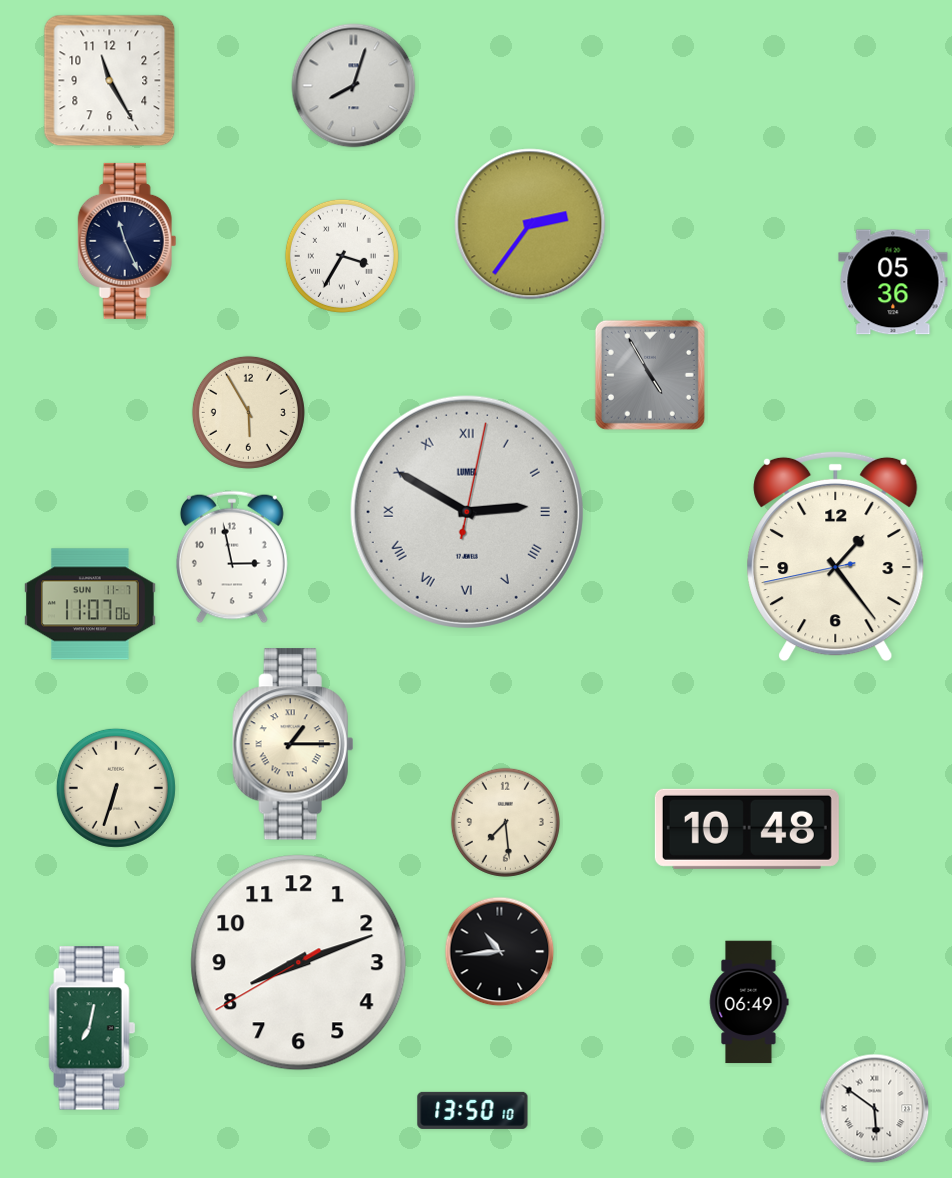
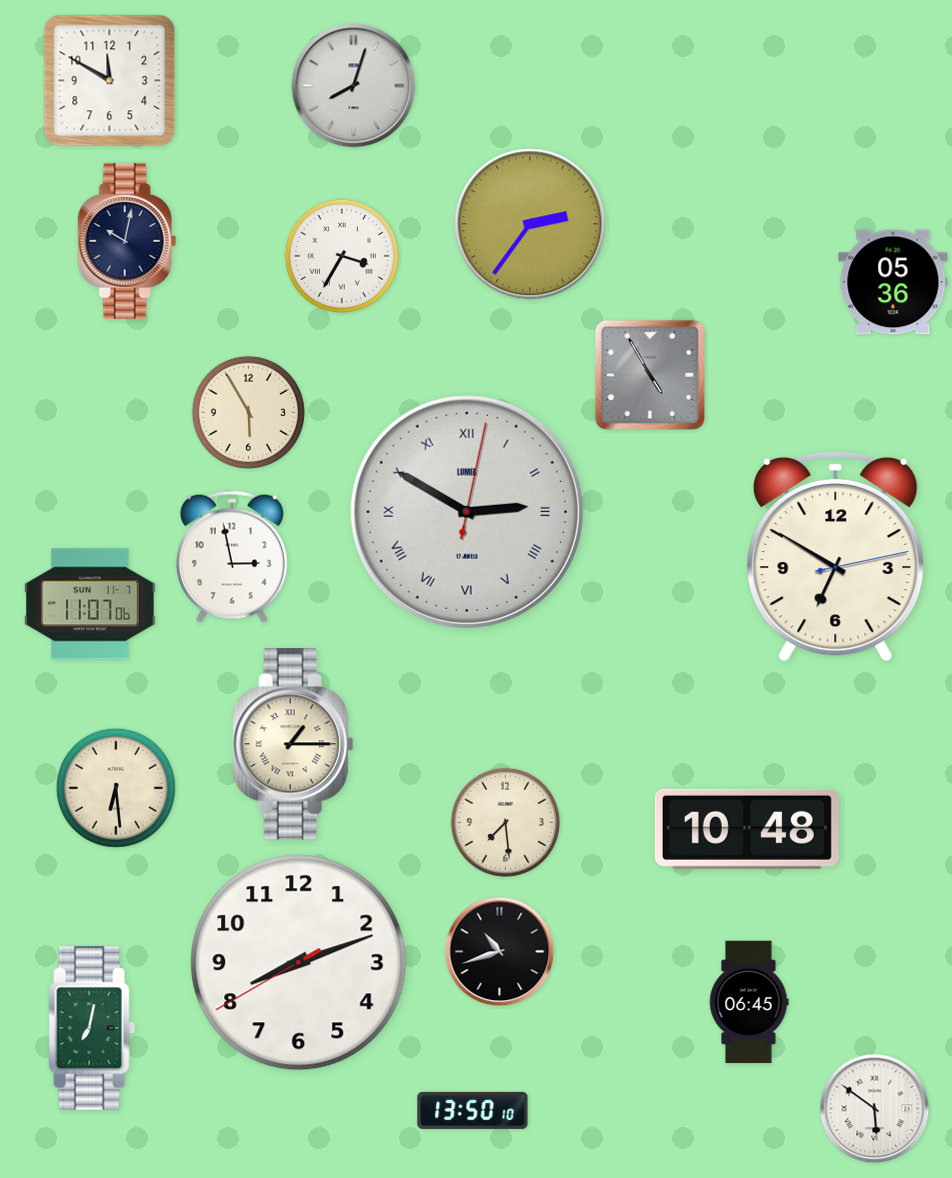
clock at (110, 81): 11:25 -> 11:50
clock at (127, 241): 11:26 -> 10:02
clock at (836, 556): 1:23 -> 6:50
clock at (116, 788): 6:33 -> 6:29
clock at (500, 952): 10:44 -> 10:42
clock at (749, 1002): 06:49 -> 06:45
